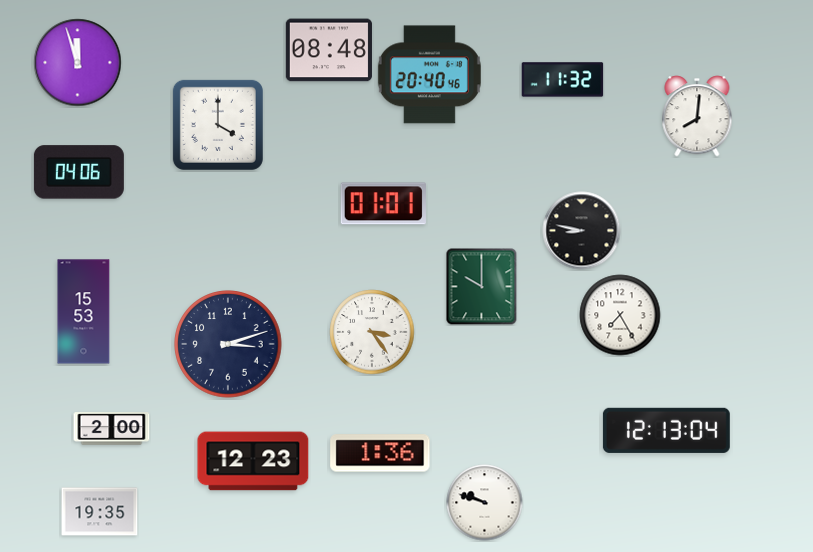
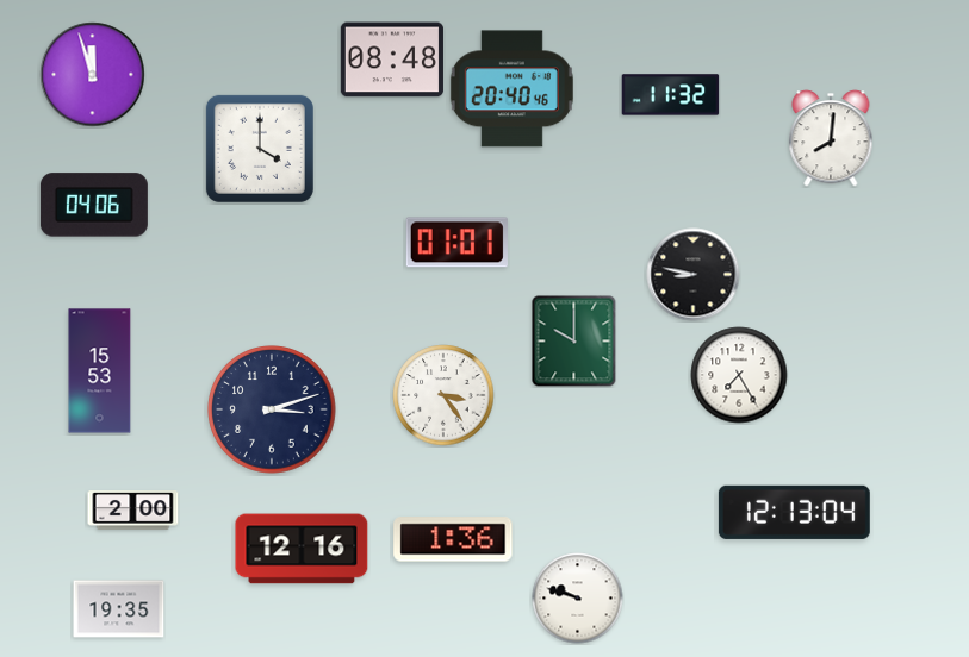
clock at (253, 461): 12:23 -> 12:16
